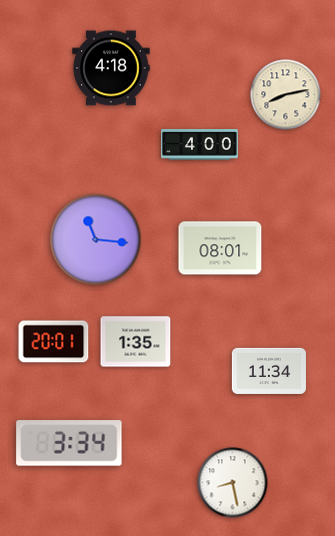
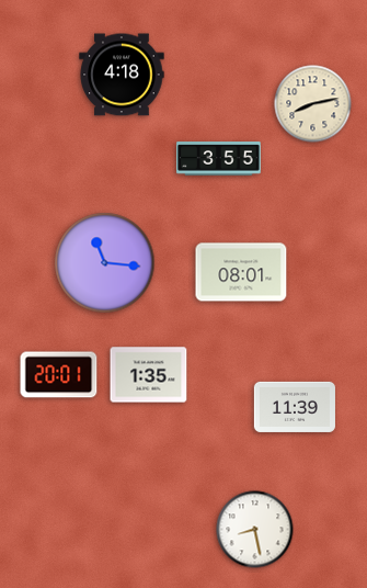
clock at (200, 145): 4:00 -> 3:55
clock at (269, 371): 11:34 -> 11:39
clock at (69, 443): 3:34 -> none
